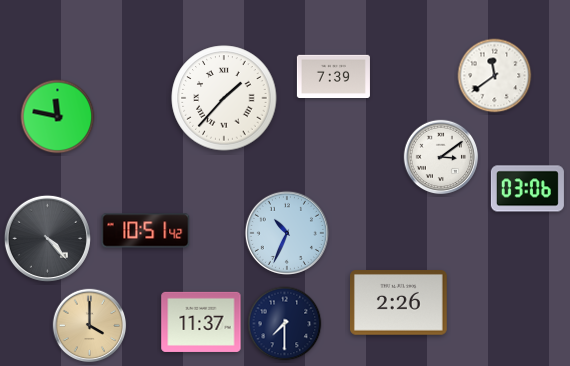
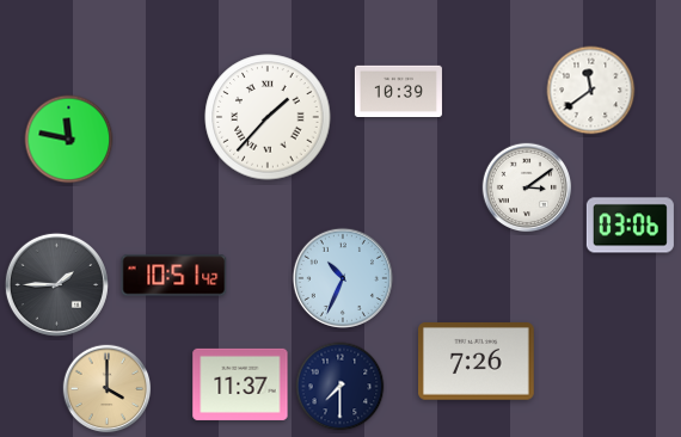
clock at (333, 76): 7:39 -> 10:39
clock at (47, 238): 4:23 -> 1:45
clock at (399, 303): 2:26 -> 7:26
